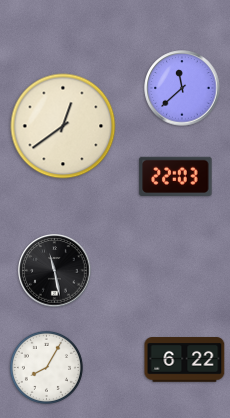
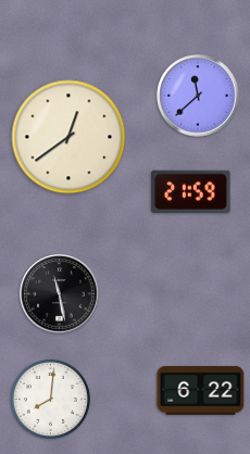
clock at (176, 176): 22:03 -> 21:59
clock at (46, 367): 8:05 -> 8:01
